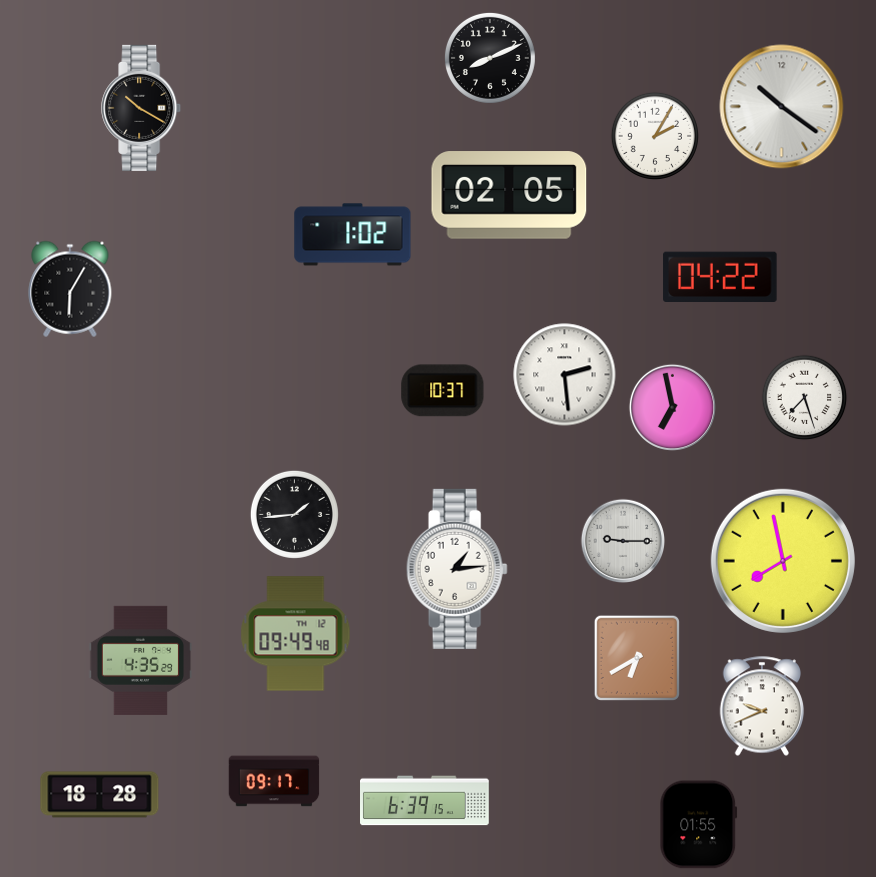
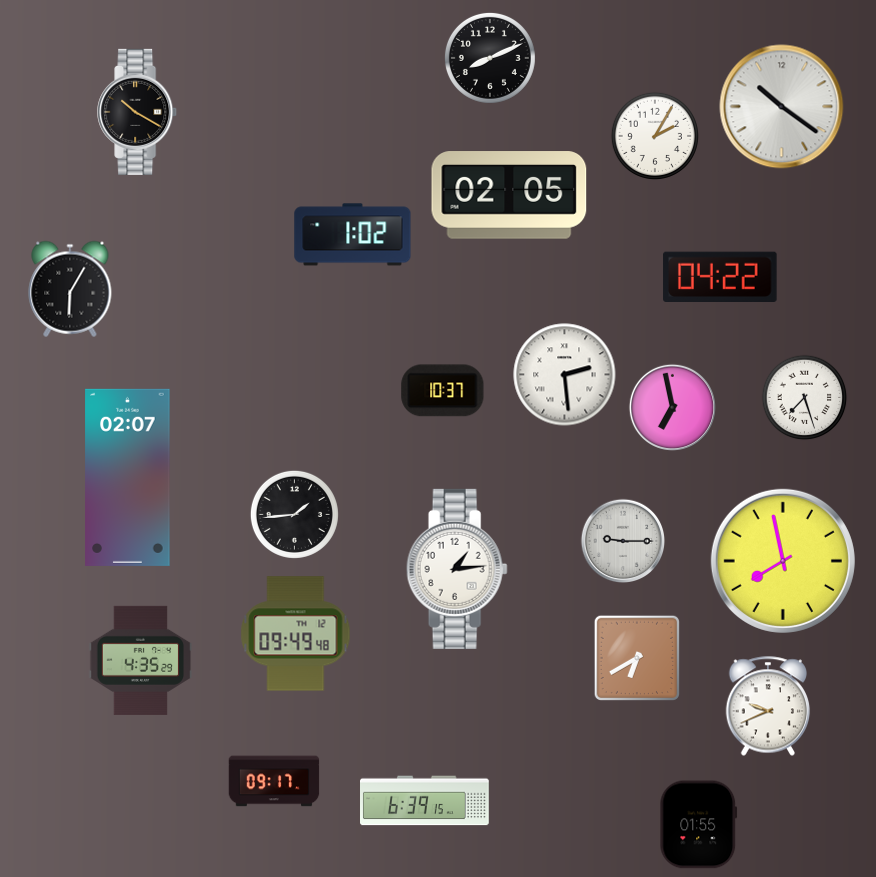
clock at (142, 108) position: (142, 108) -> (138, 112)
clock at (128, 477): none -> 02:07
clock at (762, 706) position: (762, 706) -> (768, 706)
clock at (100, 795): 18:28 -> none
